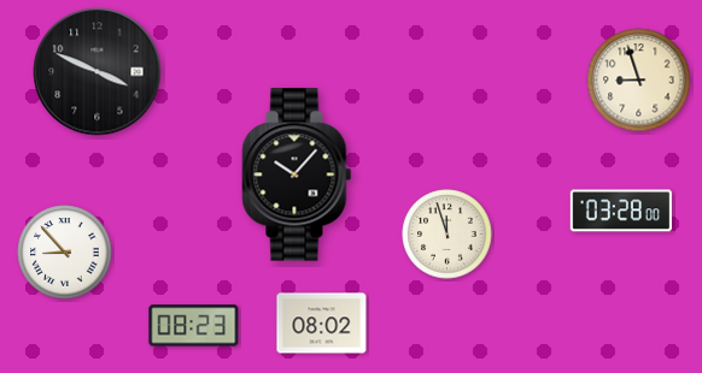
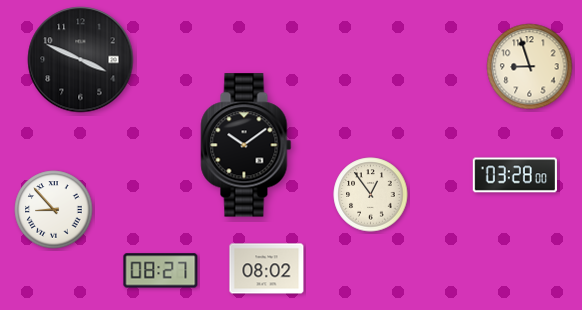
clock at (297, 174): 10:07 -> 10:09
clock at (447, 235): 11:57 -> 12:54
clock at (194, 326): 08:23 -> 08:27
